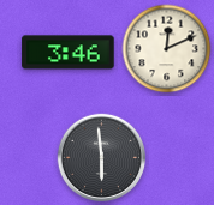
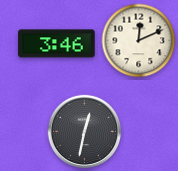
clock at (102, 158): 5:59 -> 12:32
